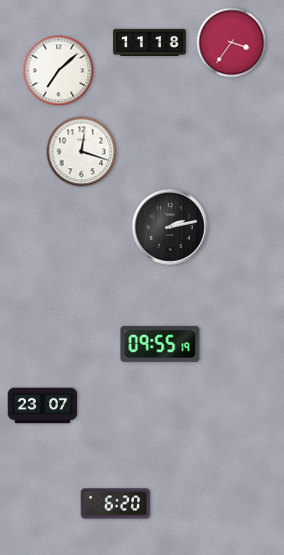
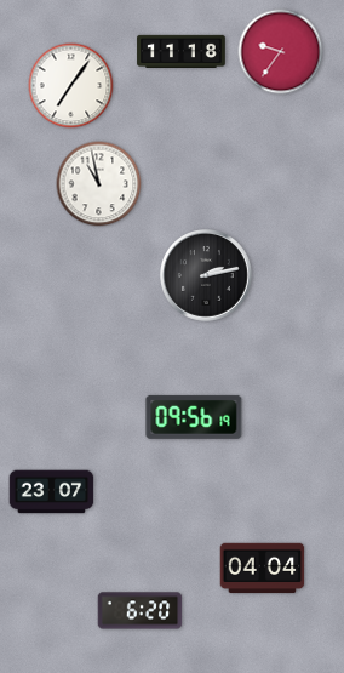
clock at (232, 43): 3:36 -> 9:36
clock at (59, 71): 7:08 -> 7:06
clock at (82, 152): 12:18 -> 10:58
clock at (160, 344): 09:55 -> 09:56
clock at (263, 569): none -> 04:04
